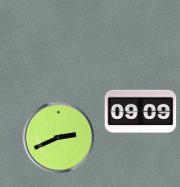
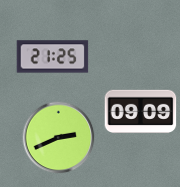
clock at (53, 57): none -> 21:25
